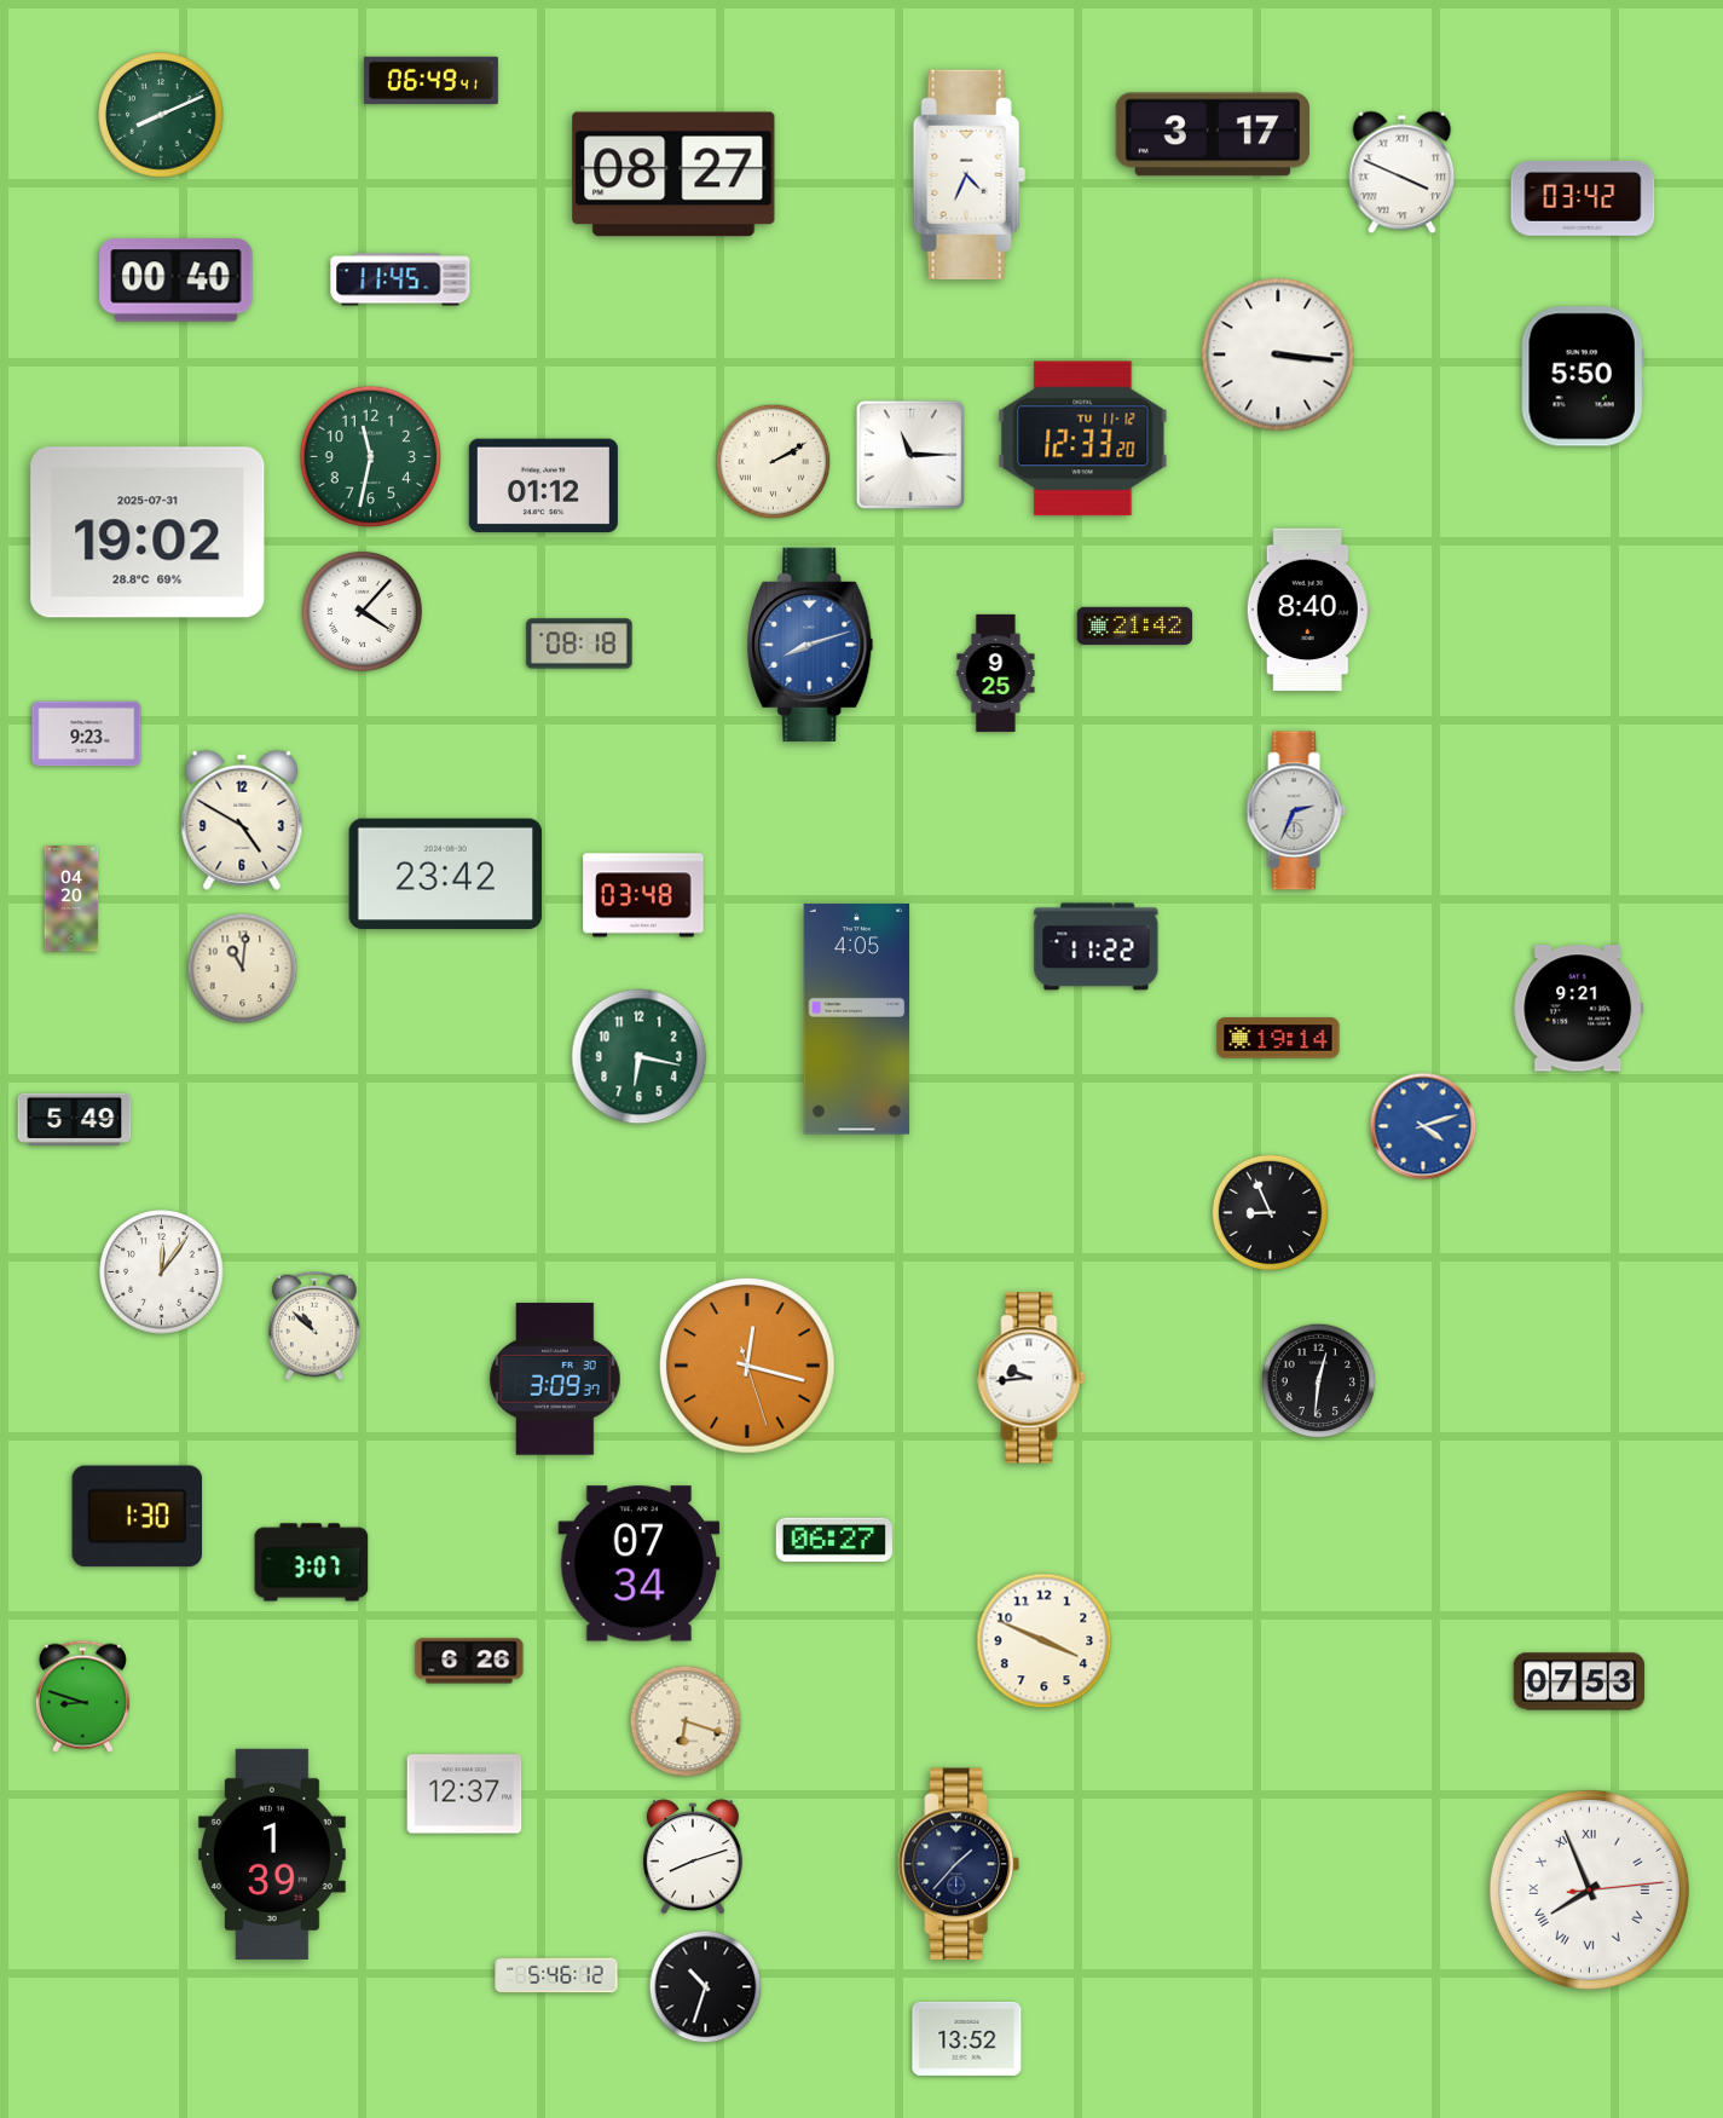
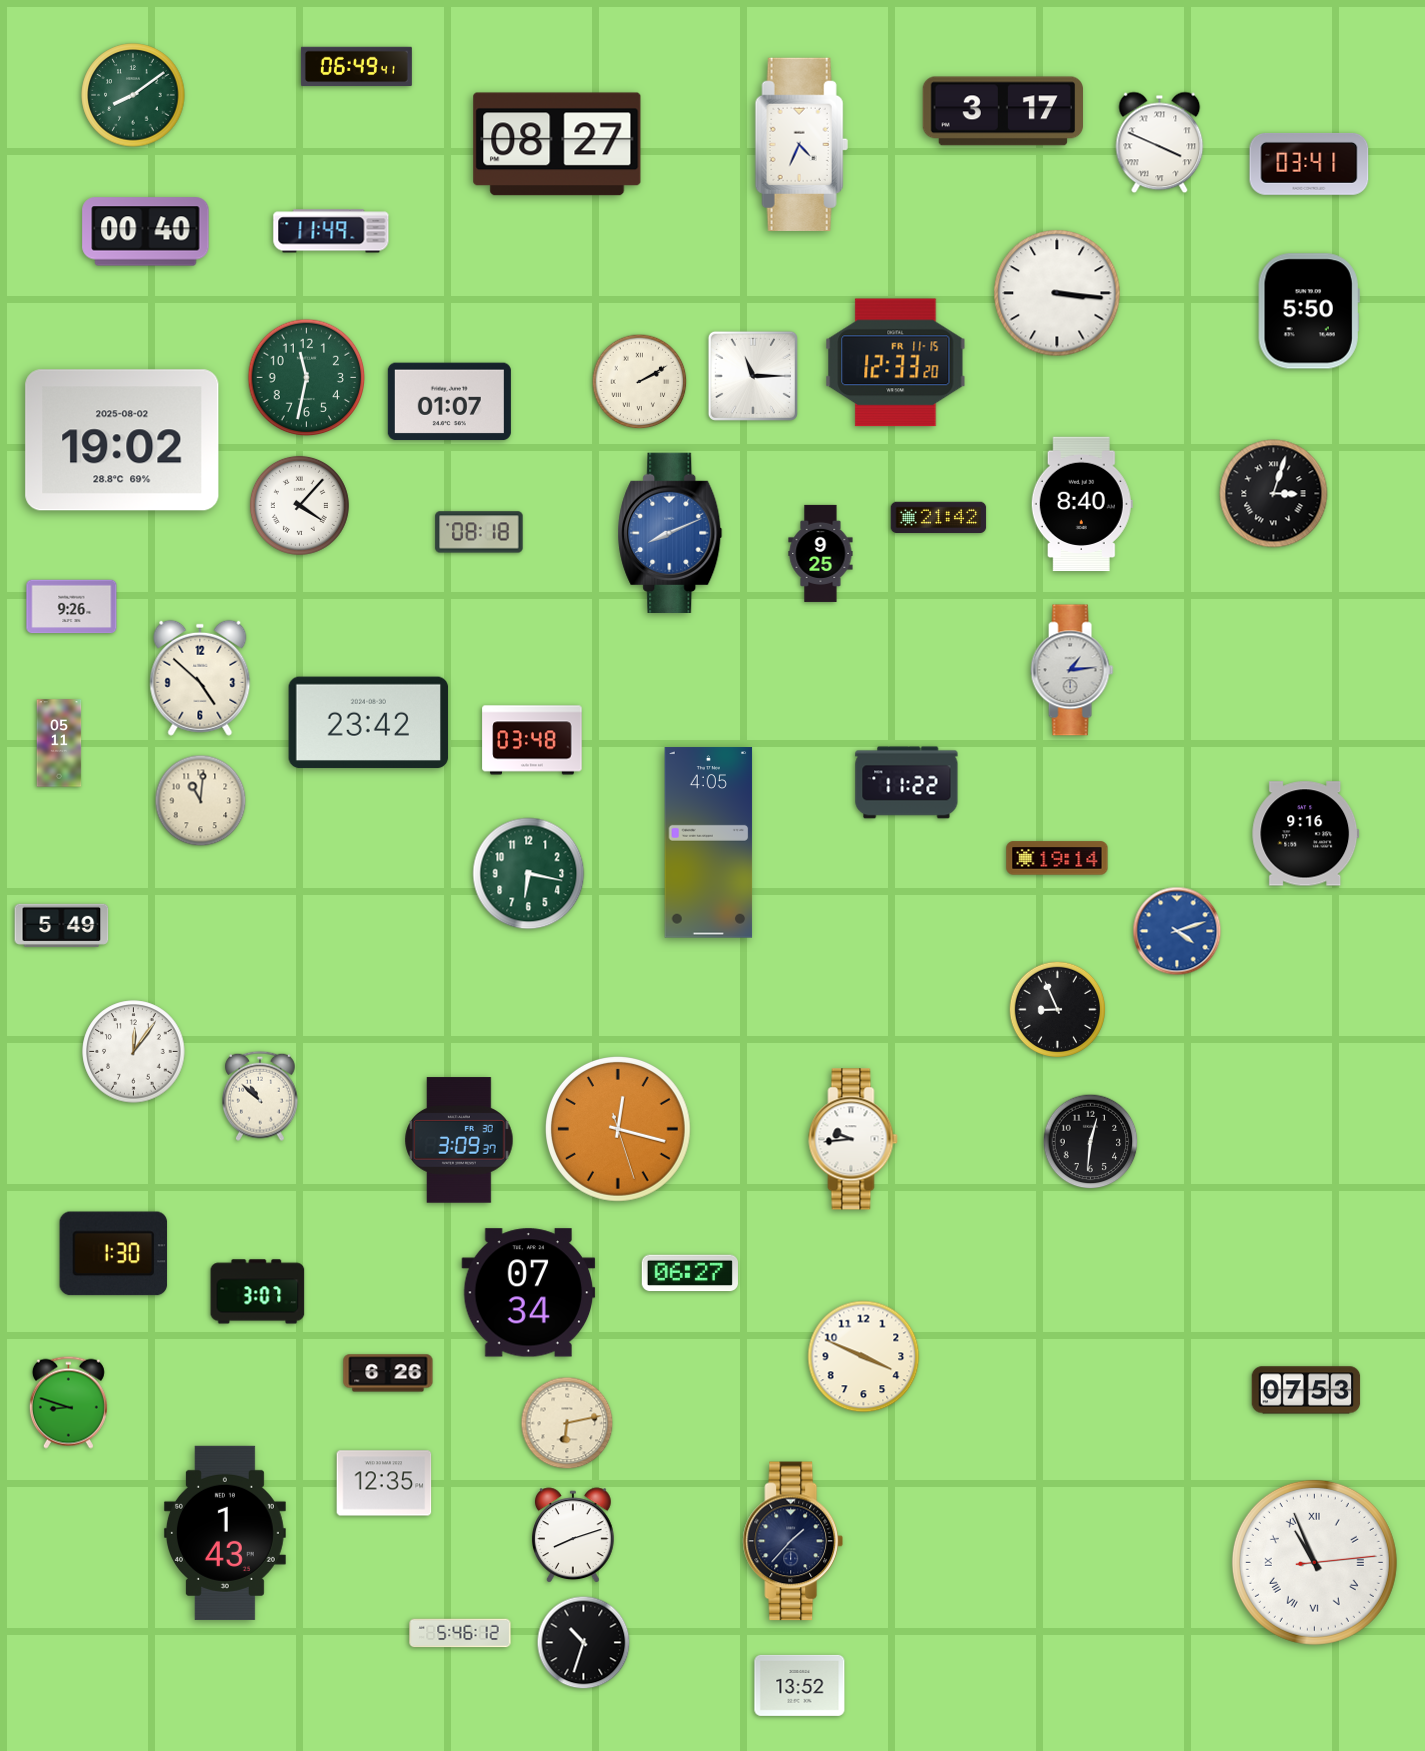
clock at (161, 115): 8:11 -> 8:09
clock at (1583, 198): 03:42 -> 03:41
clock at (400, 279): 11:45 -> 11:49
clock at (1083, 439) date: TU 11-12 -> FR 11-15
clock at (543, 486): 01:12 -> 01:07
clock at (148, 532) date: 2025-07-31 -> 2025-08-02
clock at (1274, 494): none -> 3:03
clock at (810, 644): 8:12 -> 8:11
clock at (996, 673) position: (996, 673) -> (821, 553)
clock at (87, 734): 9:23 -> 9:26
clock at (1296, 810): 2:34 -> 1:14
clock at (242, 820): 4:50 -> 4:52
clock at (71, 899): 04:20 -> 05:11
clock at (1579, 1009): 9:21 -> 9:16
clock at (1271, 1213) position: (1271, 1213) -> (1058, 1010)
clock at (686, 1721): 6:18 -> 6:13
clock at (464, 1794): 12:37 -> 12:35
clock at (272, 1854): 1:39 -> 1:43
clock at (1589, 1889): 7:56 -> 10:56
